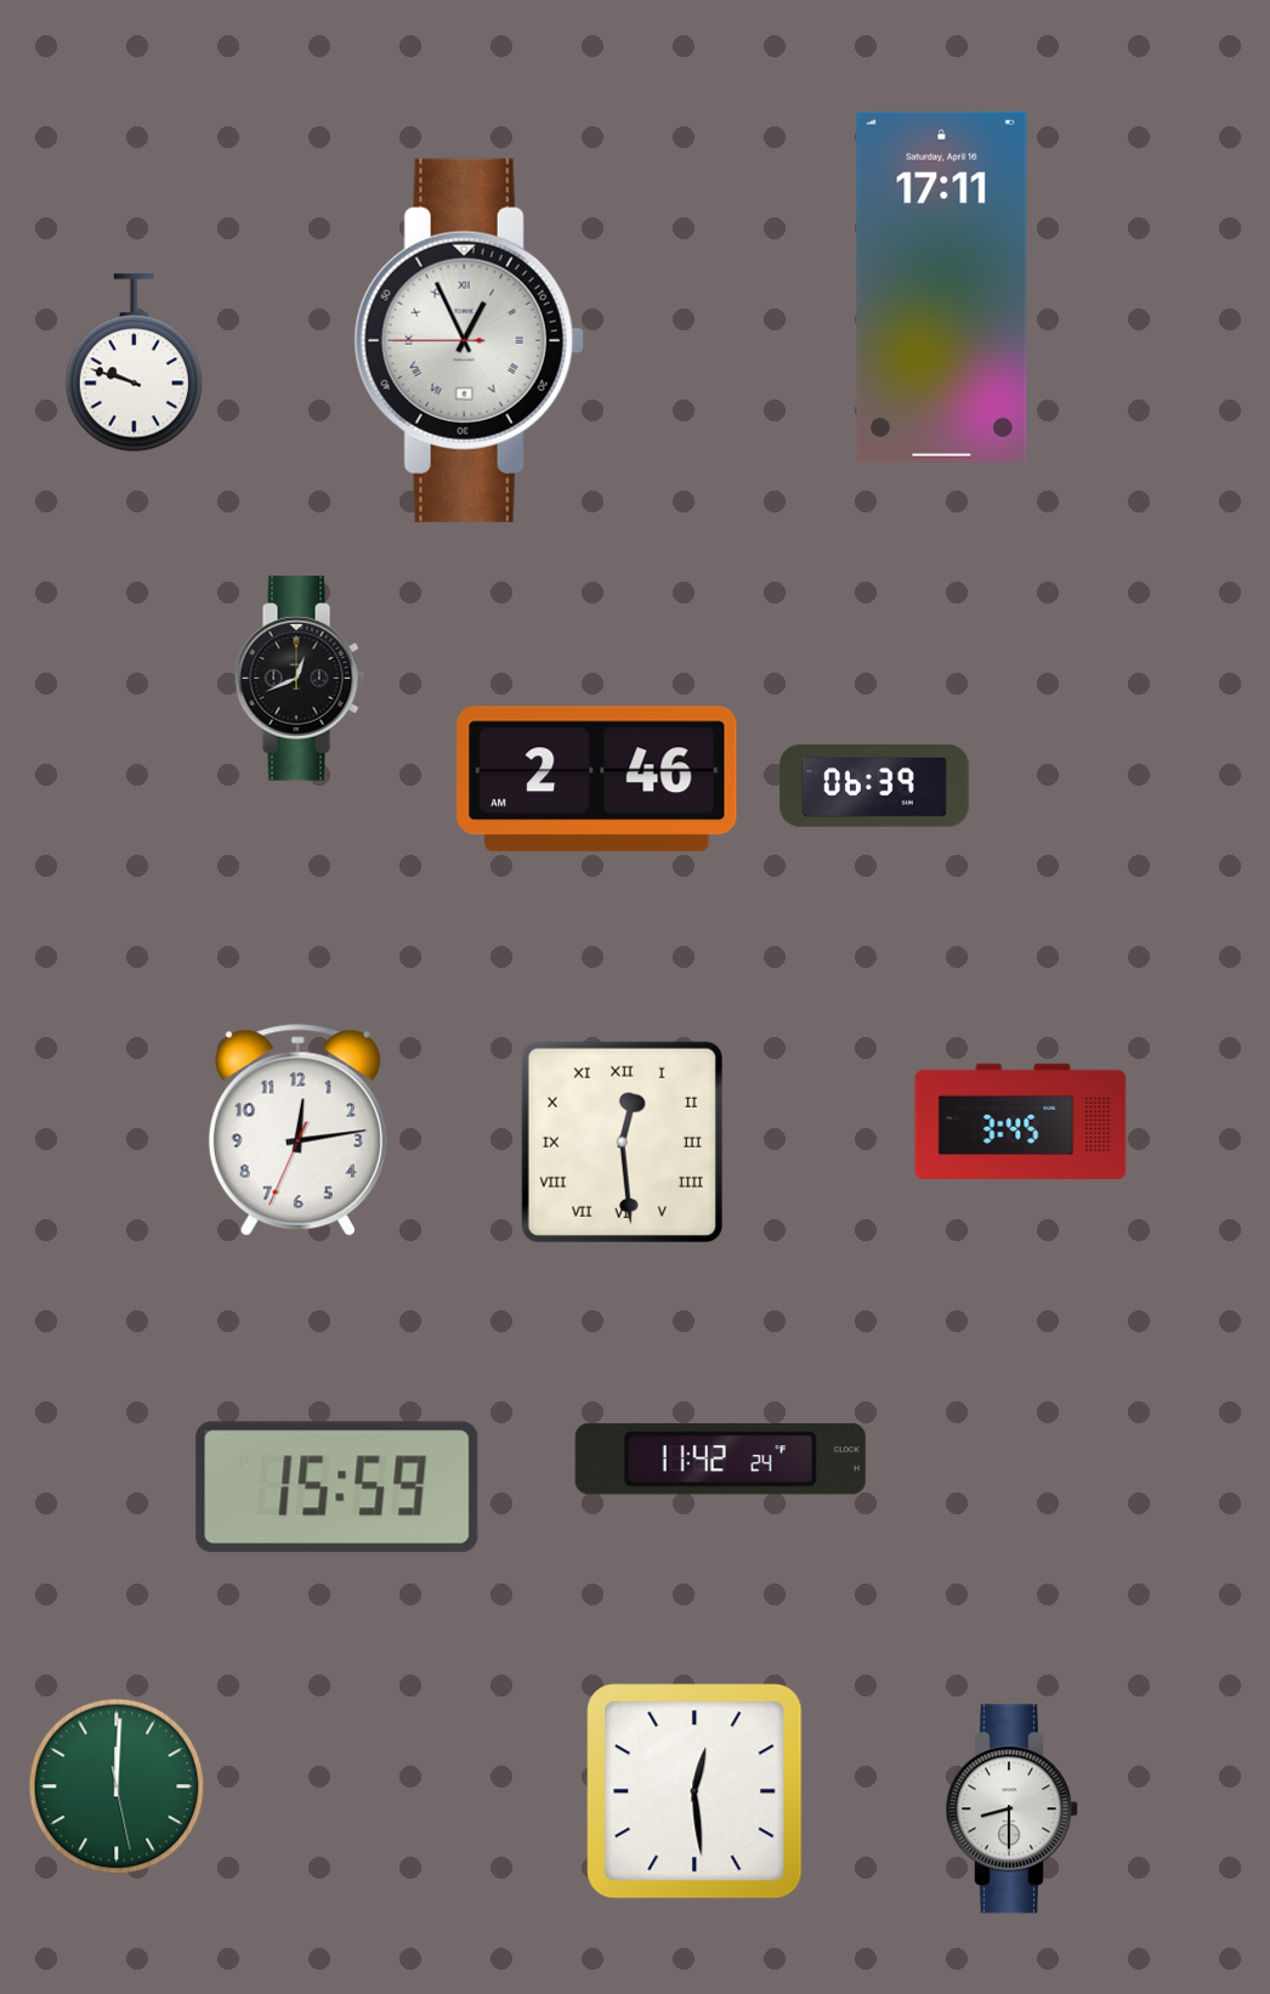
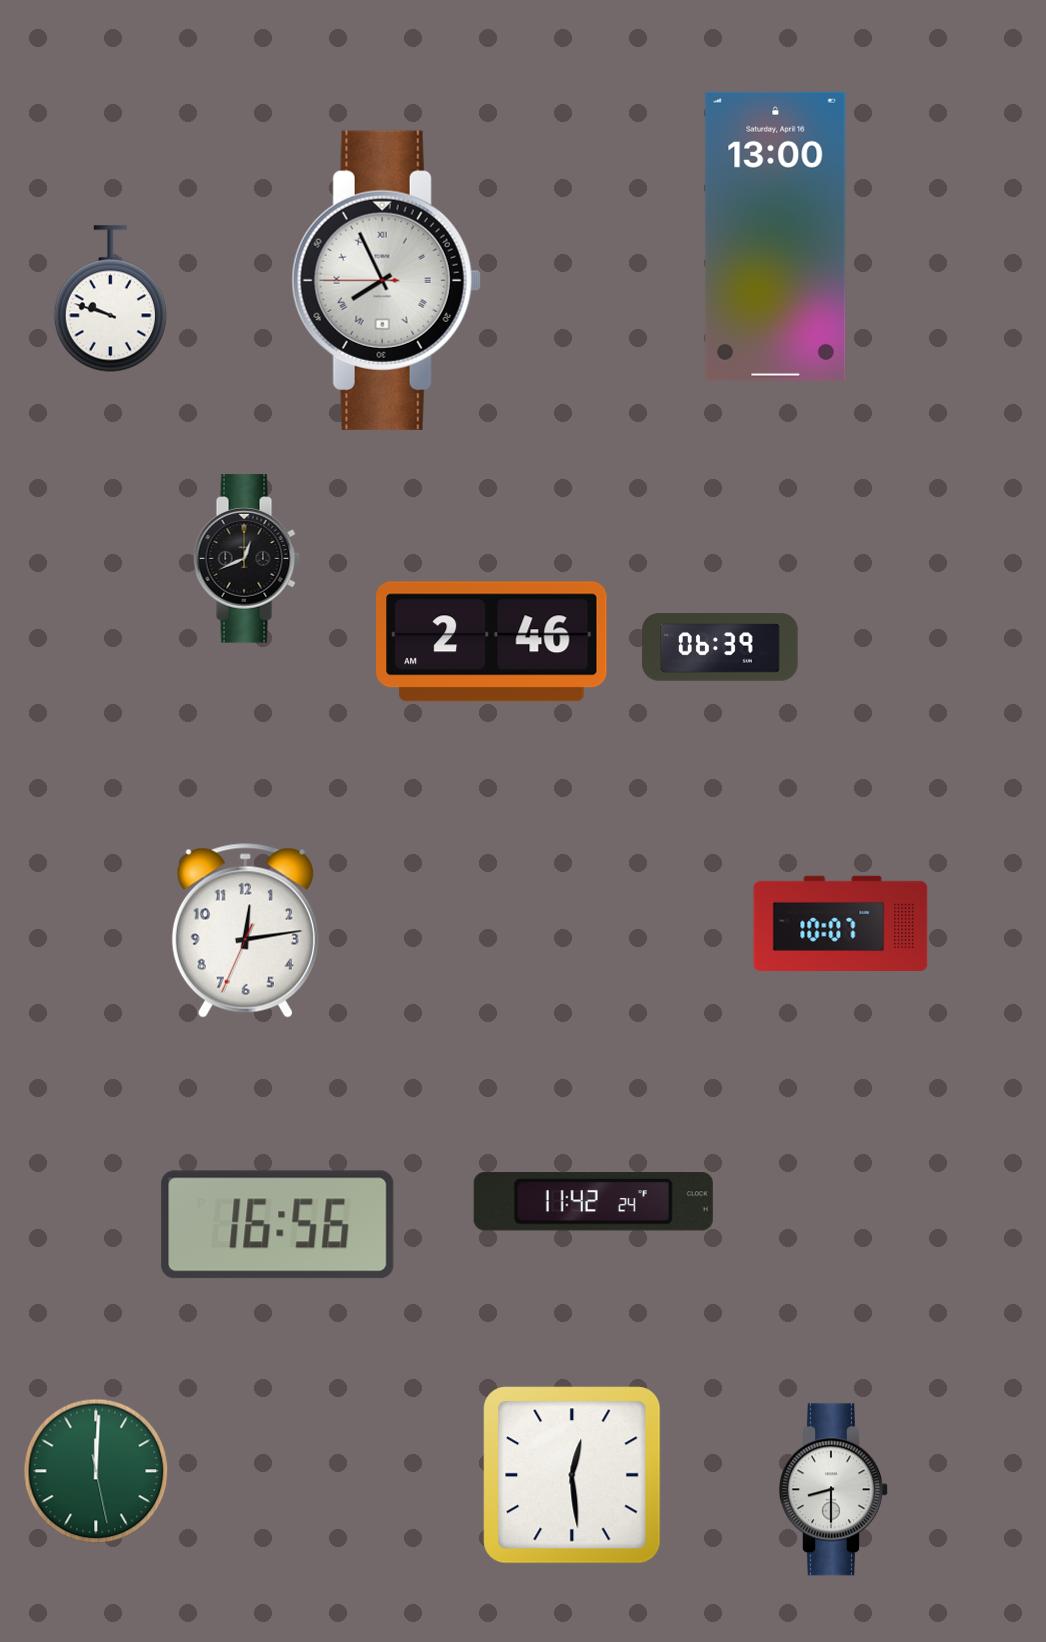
clock at (942, 287): 17:11 -> 13:00
clock at (469, 340): 12:55 -> 7:55
clock at (1021, 1121): 3:45 -> 10:07
clock at (622, 1142): 12:29 -> none
clock at (338, 1488): 15:59 -> 16:56
